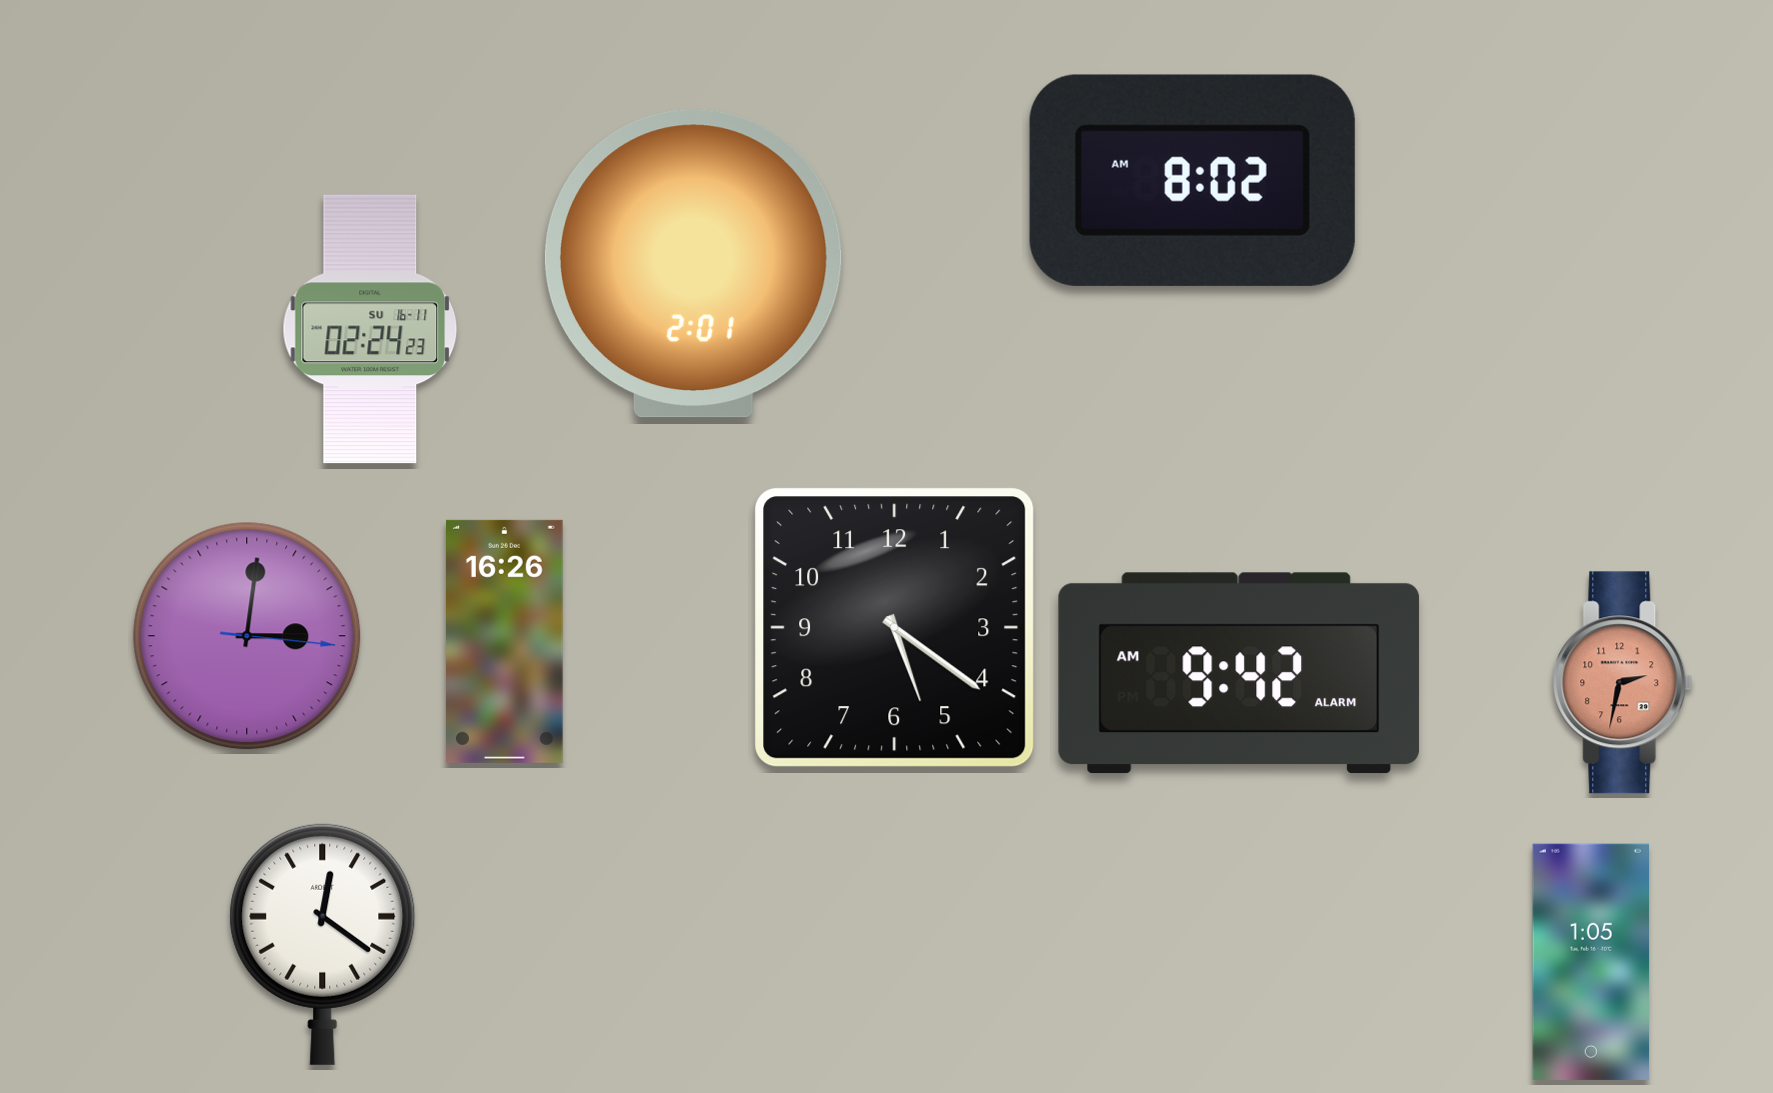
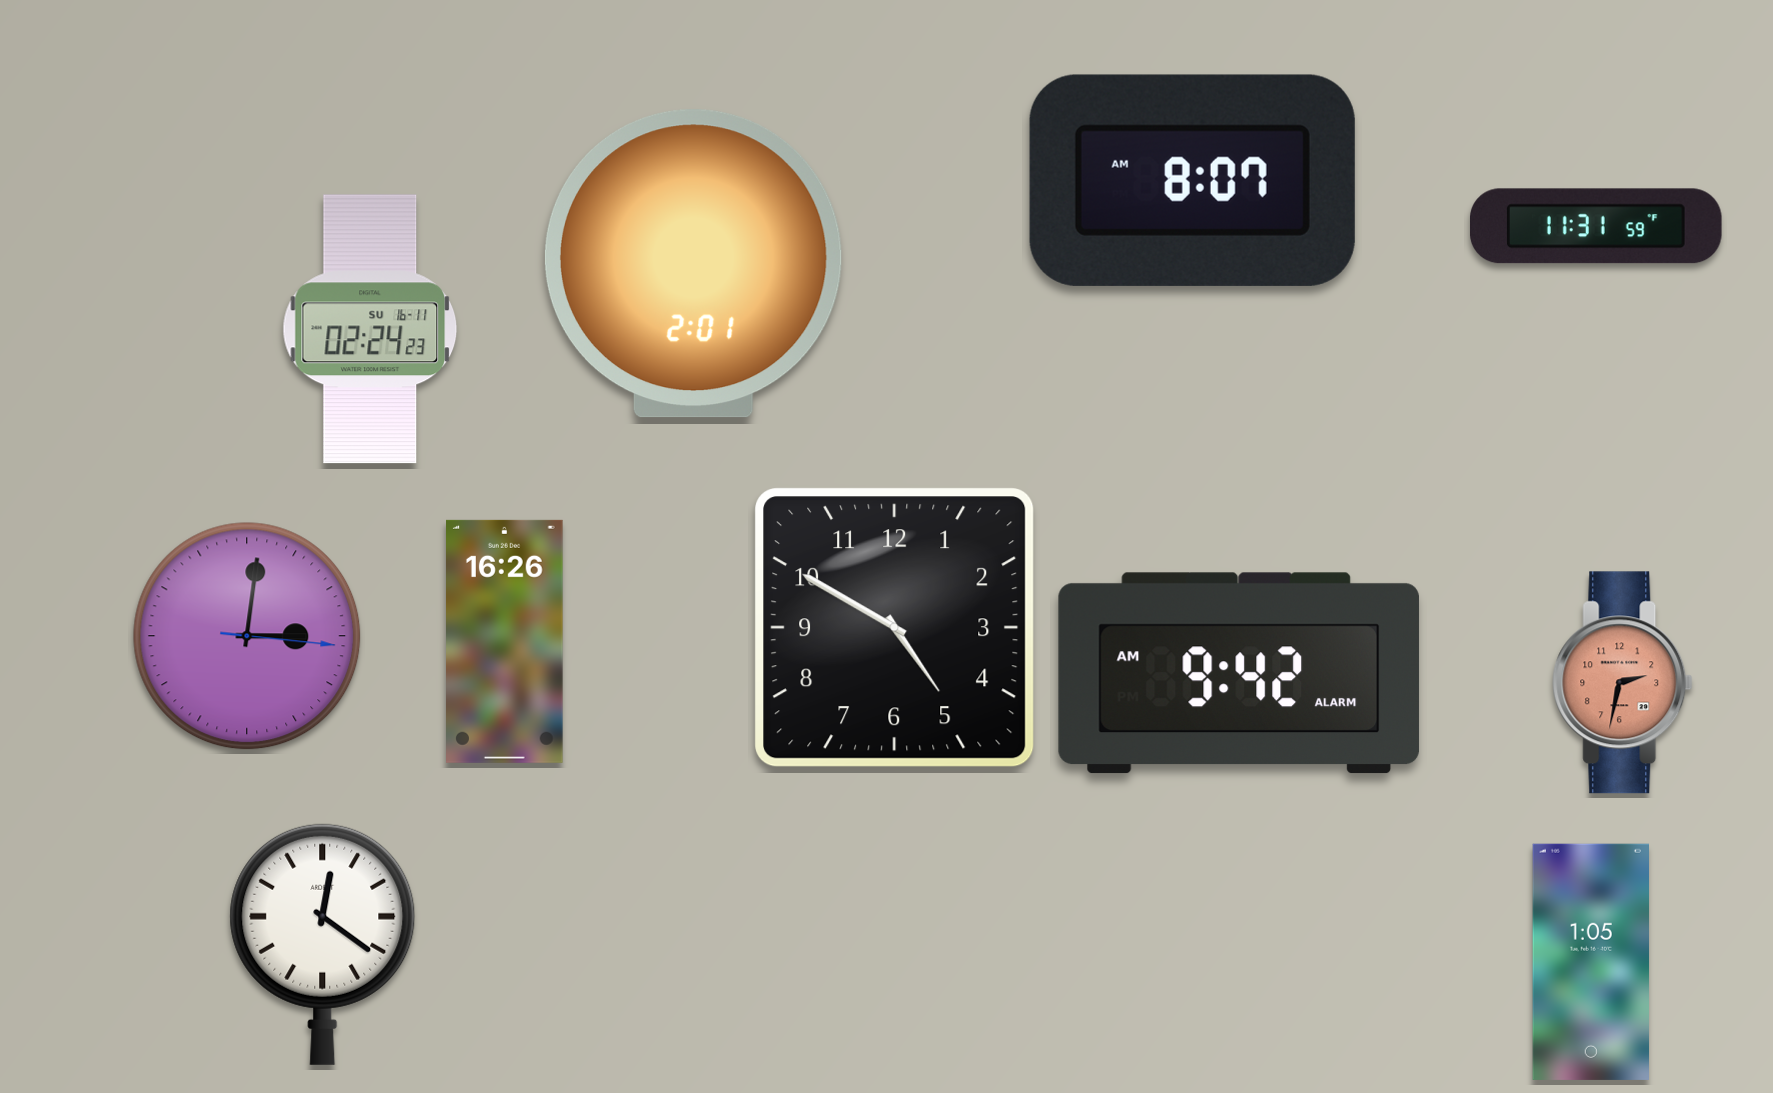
clock at (1192, 180): 8:02 -> 8:07
clock at (1597, 226): none -> 11:31
clock at (895, 628): 5:21 -> 4:50
